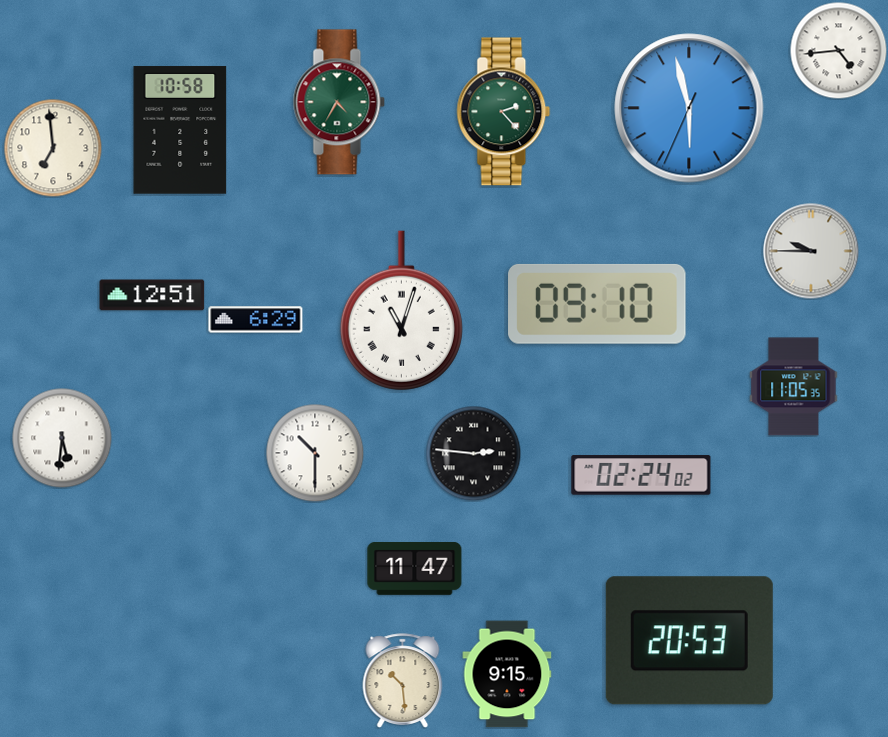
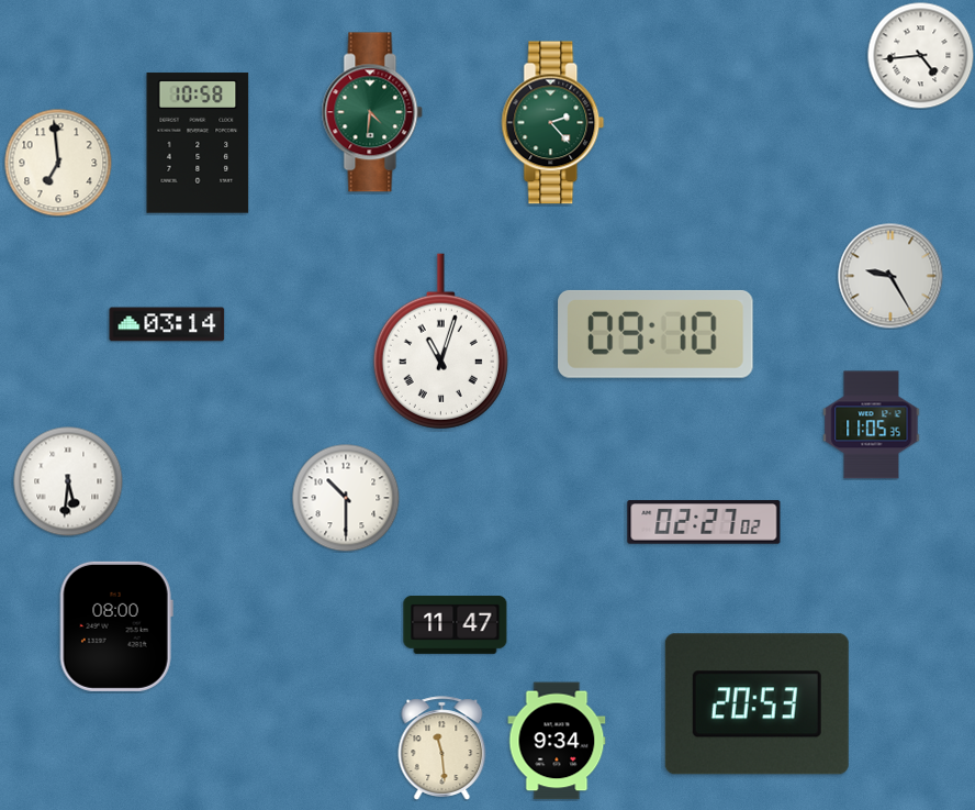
clock at (339, 102): 4:35 -> 4:31
clock at (689, 108): 5:57 -> none
clock at (811, 251): 9:45 -> 9:25
clock at (152, 295): 12:51 -> 03:14
clock at (256, 320): 6:29 -> none
clock at (473, 453): 2:46 -> none
clock at (641, 475): 02:24 -> 02:27
clock at (116, 626): none -> 08:00
clock at (507, 674): 9:15 -> 9:34
clock at (403, 681): 10:29 -> 11:29
